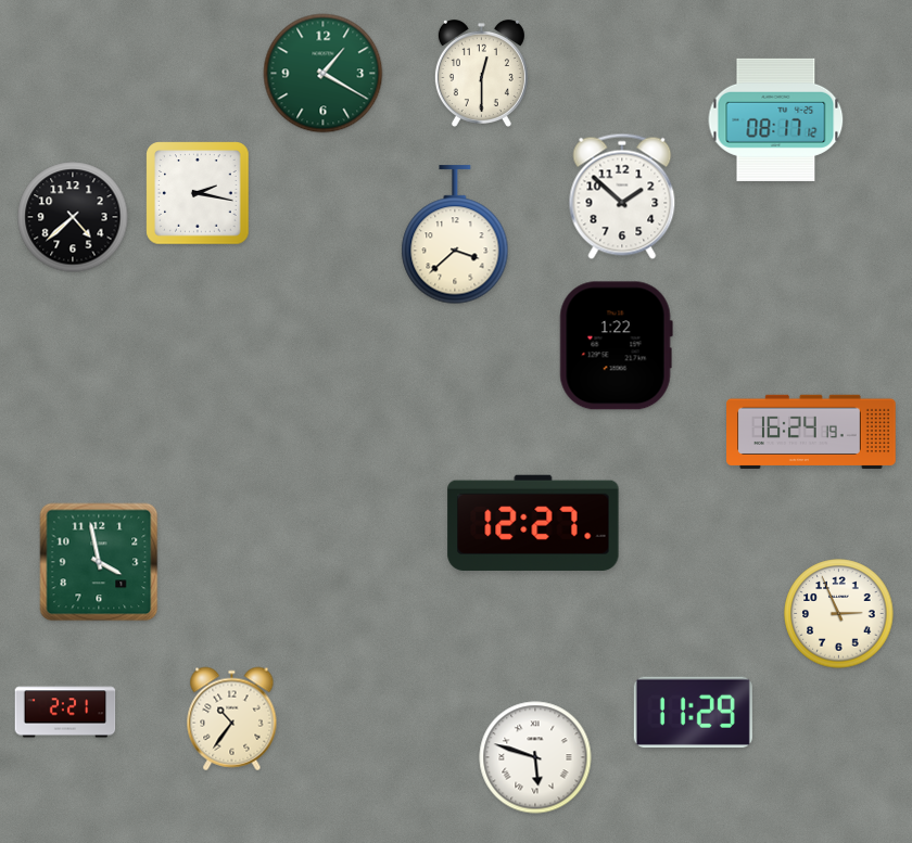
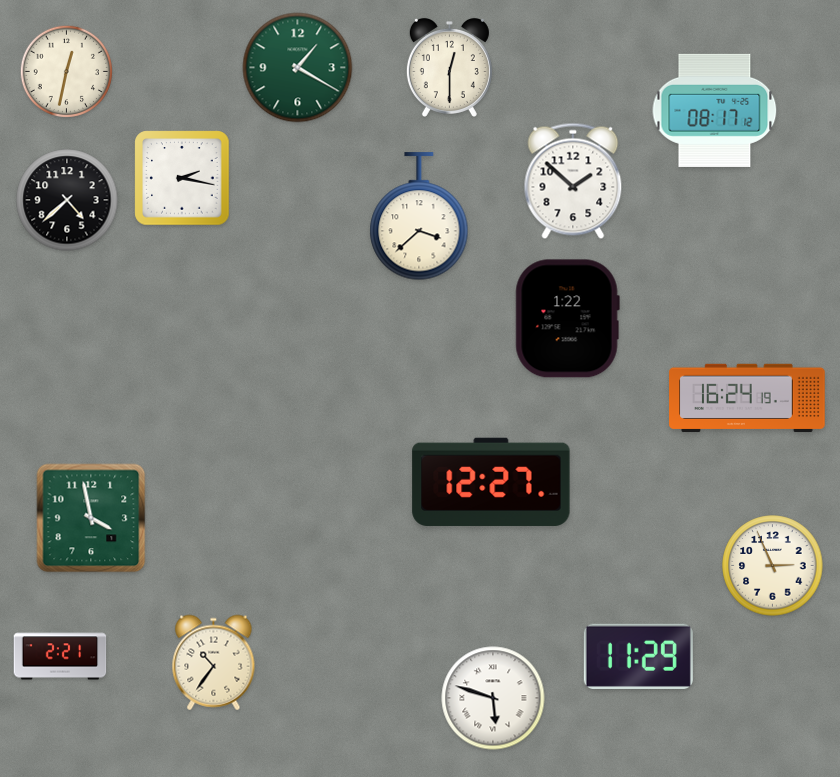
clock at (481, 73) position: (481, 73) -> (449, 67)
clock at (66, 71): none -> 12:32
